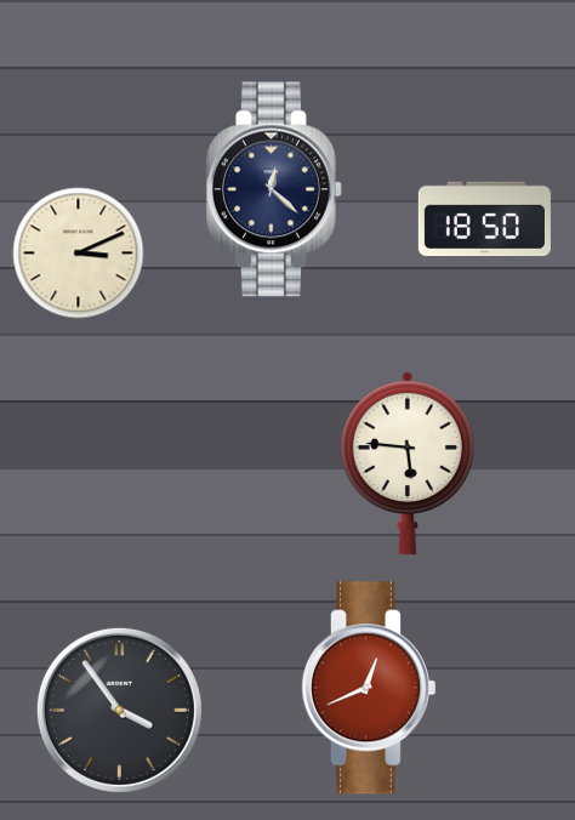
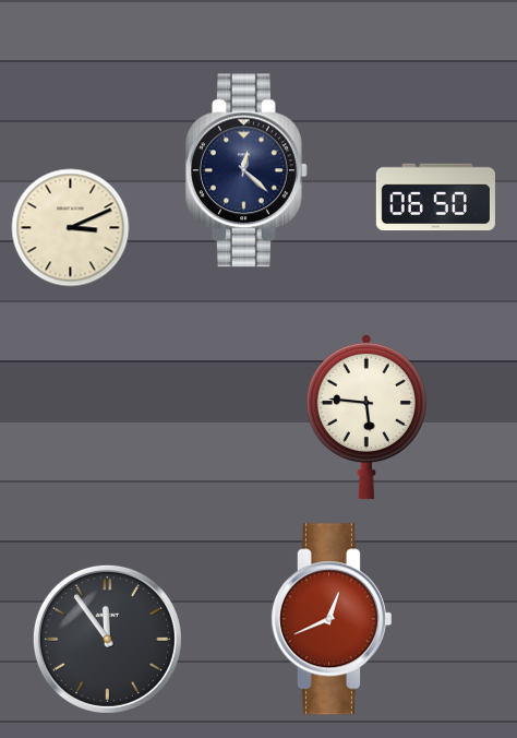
clock at (484, 220): 18:50 -> 06:50
clock at (119, 710): 3:54 -> 11:54
